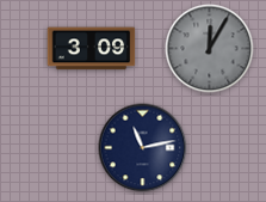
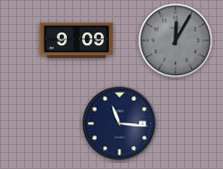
clock at (92, 49): 3:09 -> 9:09
clock at (143, 148): 11:13 -> 11:16
